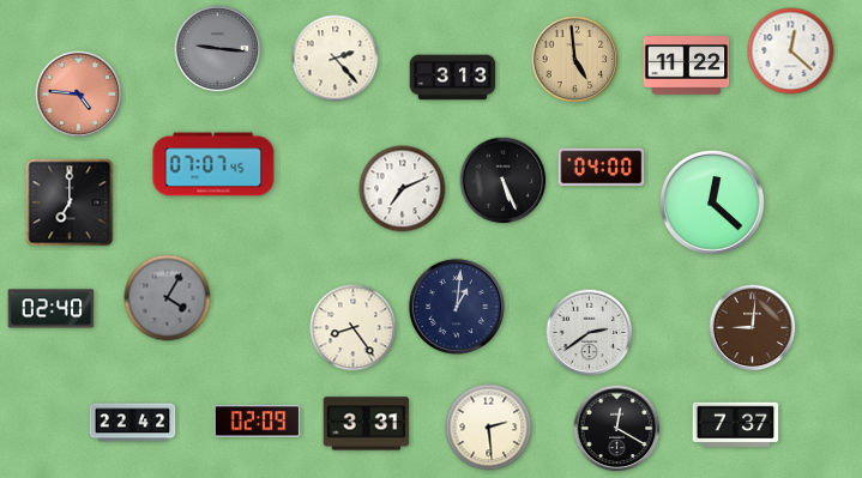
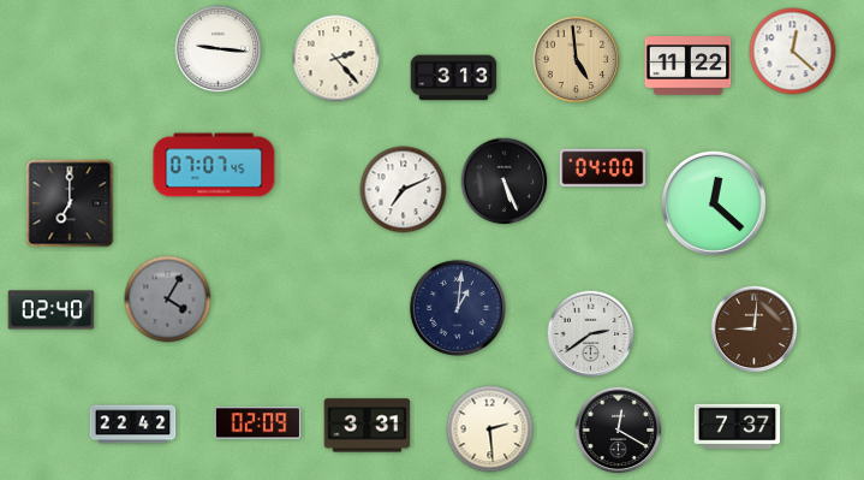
clock at (218, 49) dial: grey -> white
clock at (79, 95): 4:46 -> none
clock at (354, 328): 8:24 -> none
